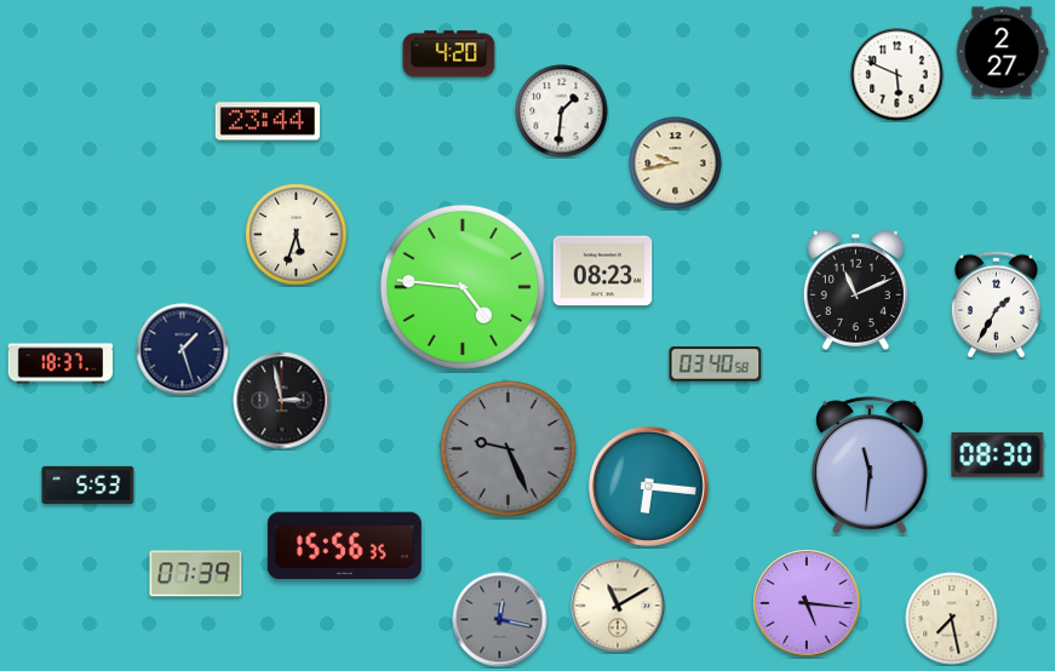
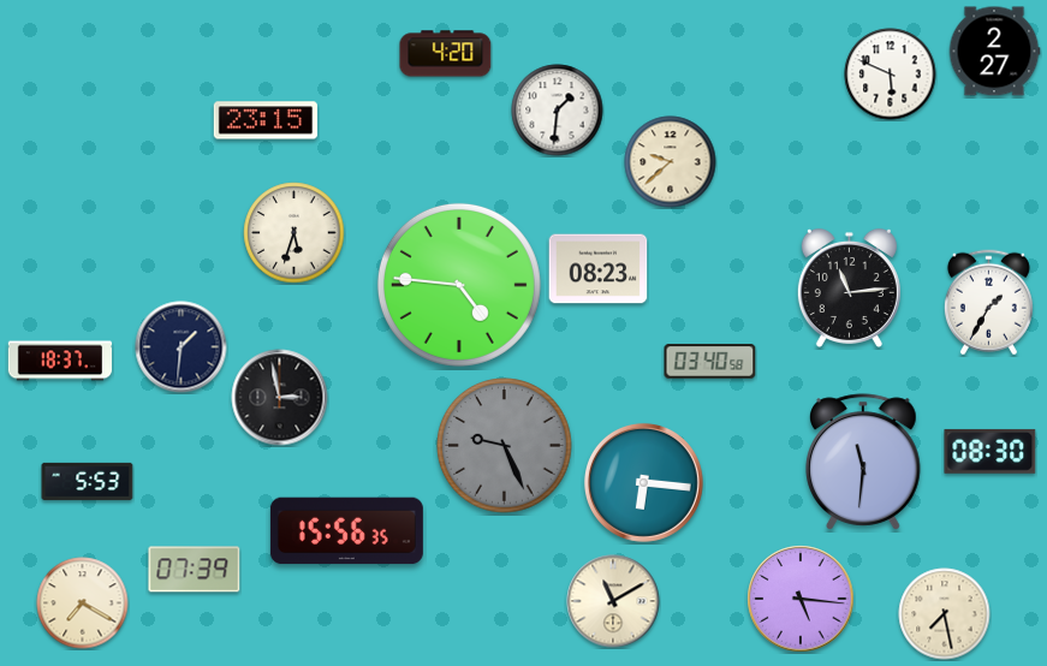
clock at (266, 121): 23:44 -> 23:15
clock at (676, 164): 9:43 -> 9:38
clock at (855, 289): 11:11 -> 11:14
clock at (183, 350): 1:27 -> 1:31
clock at (344, 546) position: (344, 546) -> (346, 531)
clock at (83, 603): none -> 7:20
clock at (500, 620): 12:17 -> none
